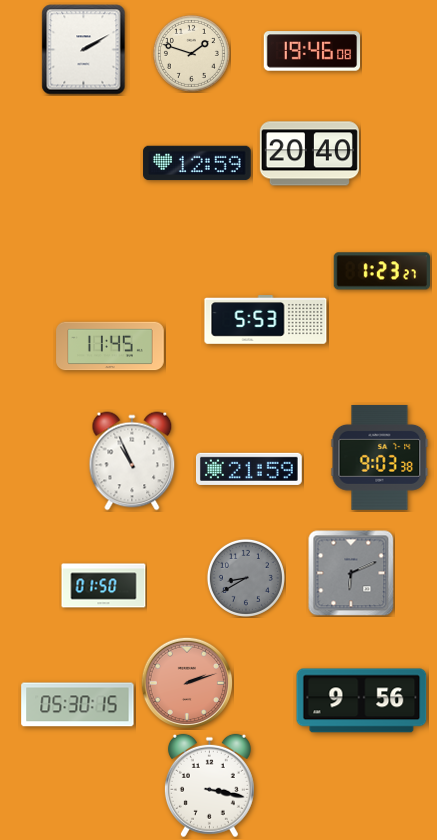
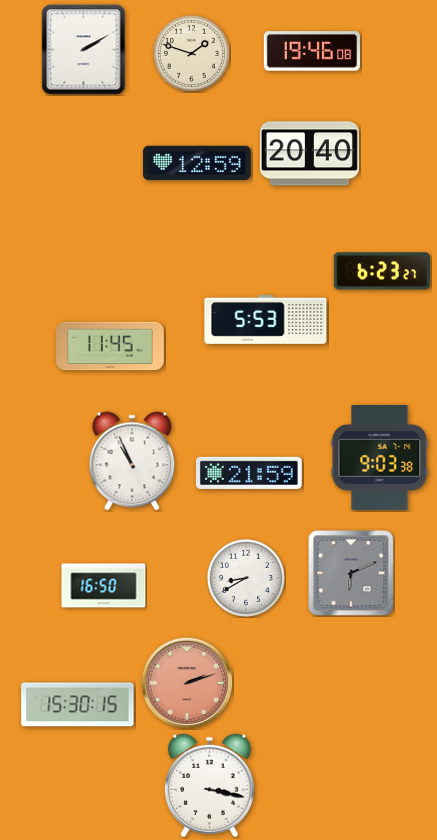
clock at (381, 271): 1:23 -> 6:23
clock at (250, 469) position: (250, 469) -> (250, 473)
clock at (246, 578) dial: grey -> white
clock at (104, 586): 01:50 -> 16:50
clock at (362, 701): 9:56 -> none
clock at (78, 705): 05:30 -> 15:30
